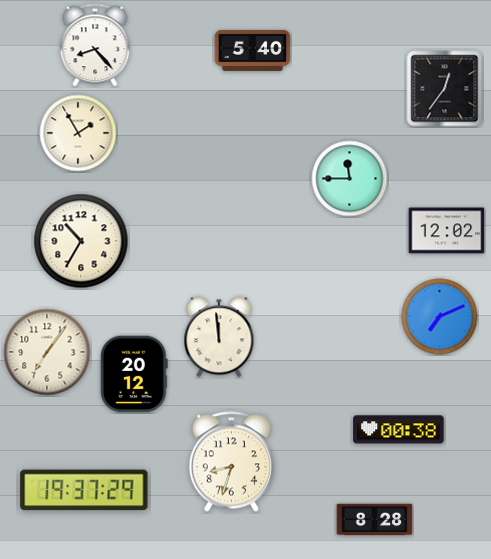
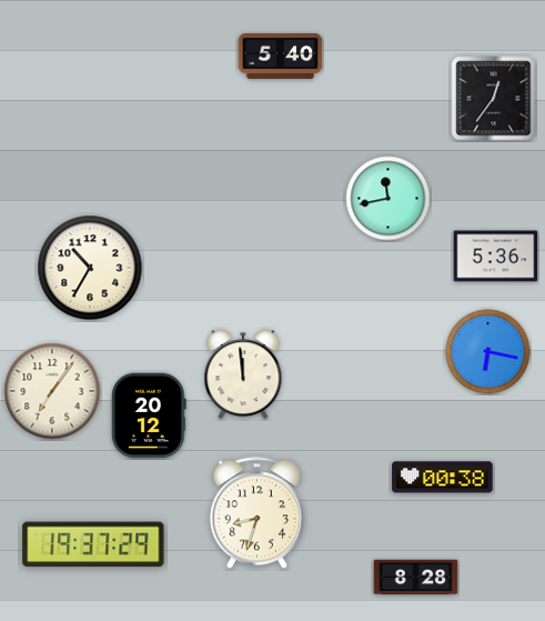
clock at (95, 45): 8:23 -> none
clock at (78, 133): 1:55 -> none
clock at (350, 179): 11:45 -> 11:43
clock at (447, 231): 12:02 -> 5:36
clock at (440, 317): 7:11 -> 6:17
